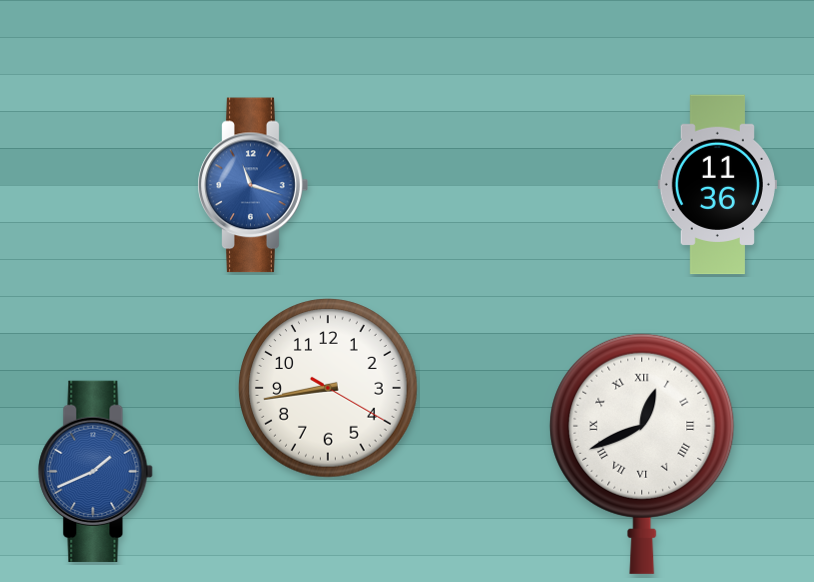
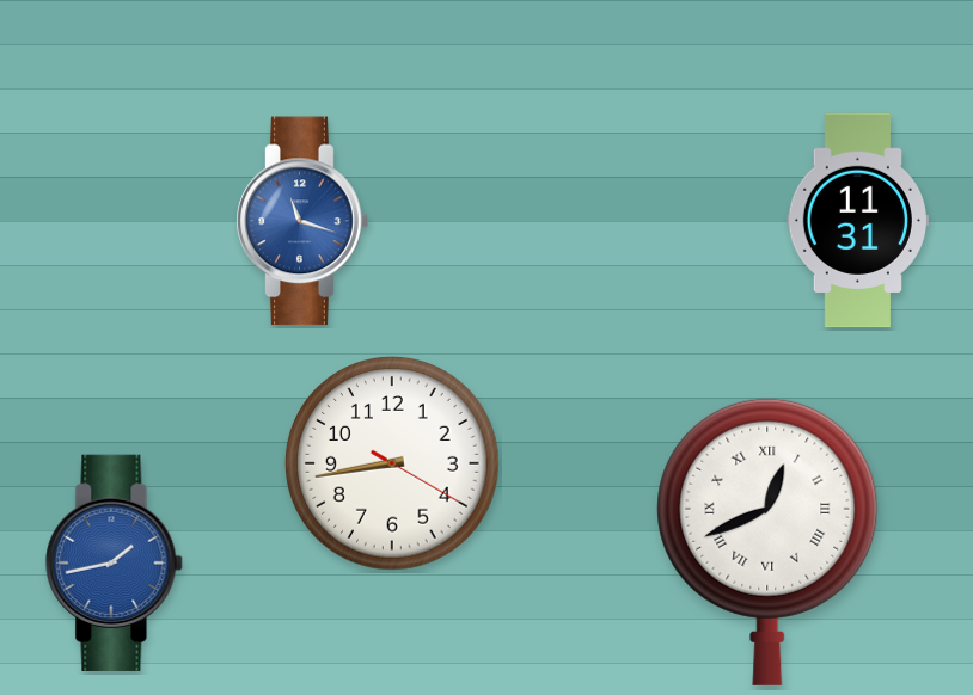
clock at (717, 185): 11:36 -> 11:31
clock at (96, 471): 1:41 -> 1:43
